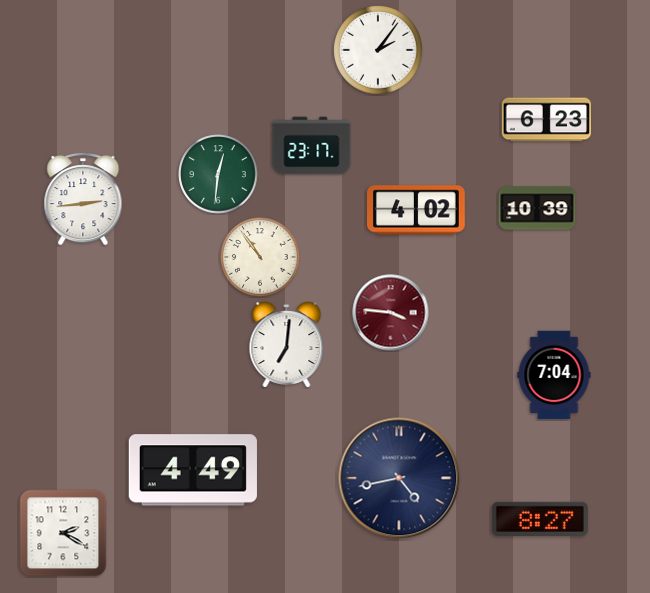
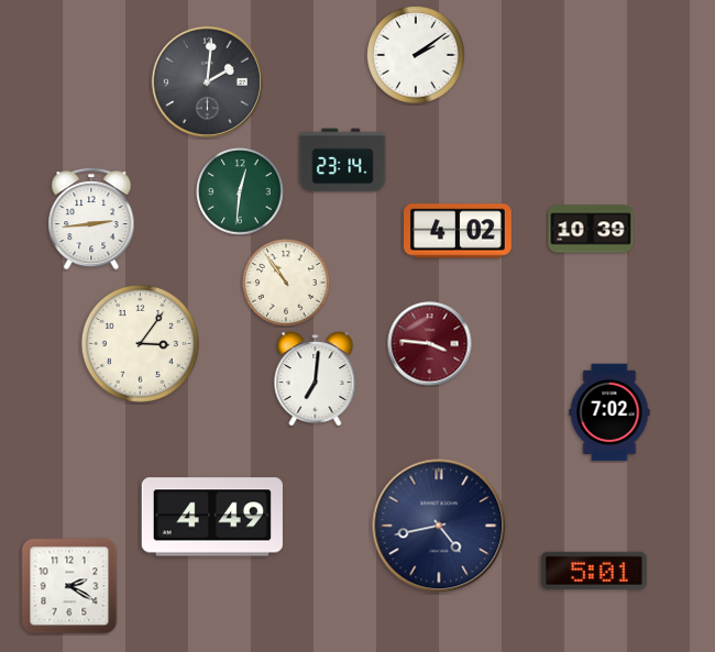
clock at (379, 51): 2:06 -> 2:09
clock at (207, 81): none -> 2:01
clock at (547, 120): 6:23 -> none
clock at (312, 146): 23:17 -> 23:14
clock at (140, 343): none -> 3:06
clock at (554, 375): 7:04 -> 7:02
clock at (540, 519): 8:27 -> 5:01
